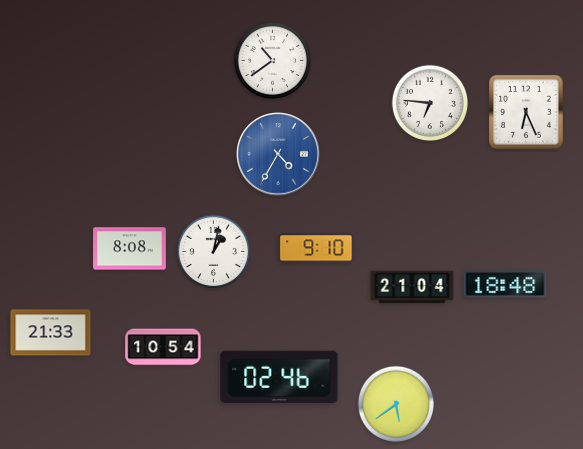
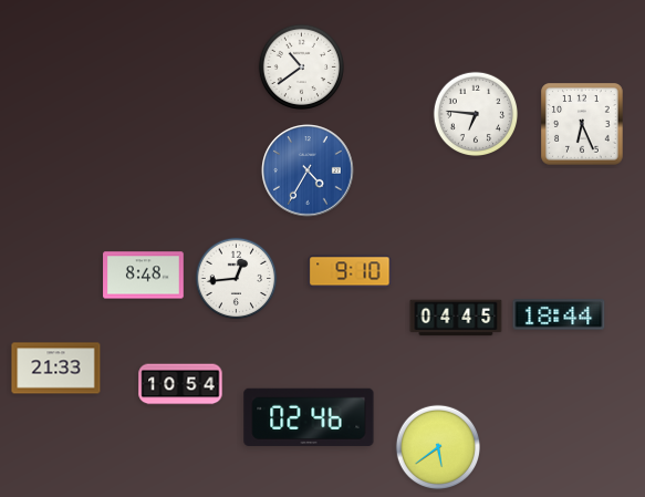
clock at (316, 248) position: (316, 248) -> (350, 271)
clock at (130, 249): 8:08 -> 8:48
clock at (214, 252): 1:02 -> 12:44
clock at (505, 284): 18:48 -> 18:44
clock at (412, 287): 21:04 -> 04:45
